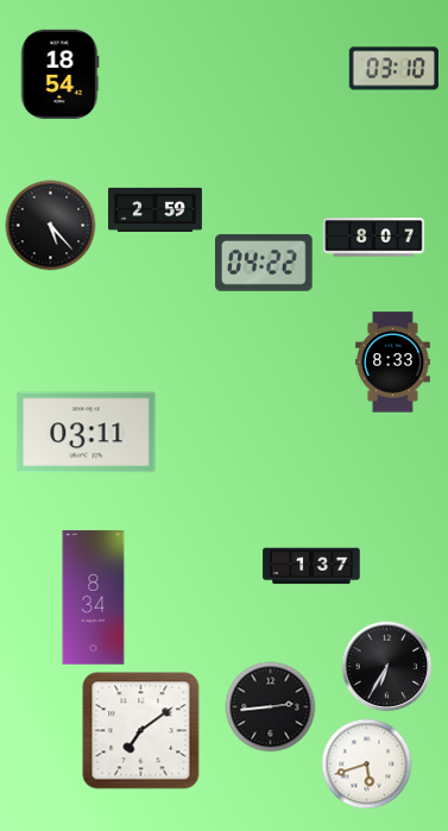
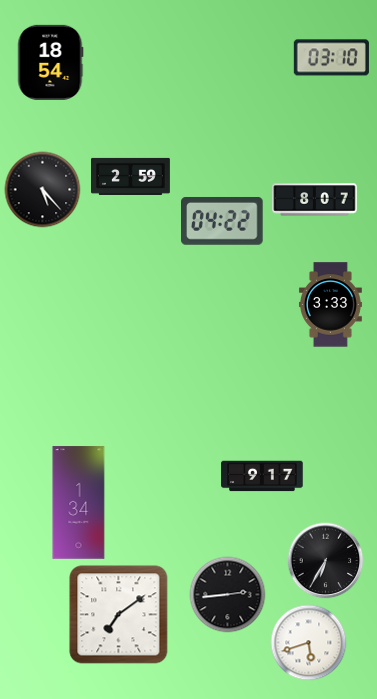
clock at (392, 363): 8:33 -> 3:33
clock at (87, 433): 03:11 -> none
clock at (311, 566): 1:37 -> 9:17
clock at (94, 598): 8:34 -> 1:34
